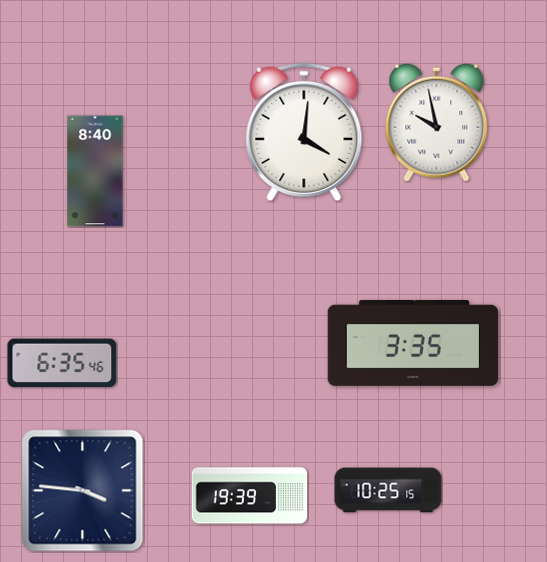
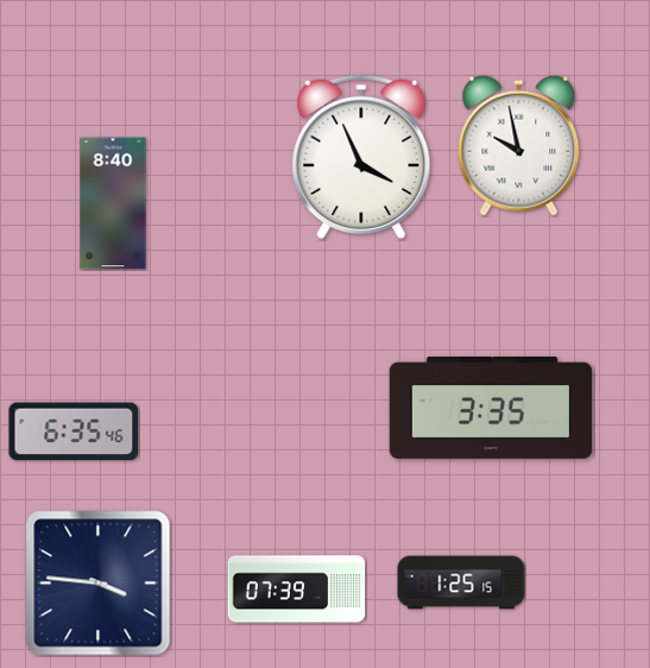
clock at (304, 132): 4:01 -> 3:56
clock at (388, 490): 10:25 -> 1:25
clock at (250, 496): 19:39 -> 07:39
